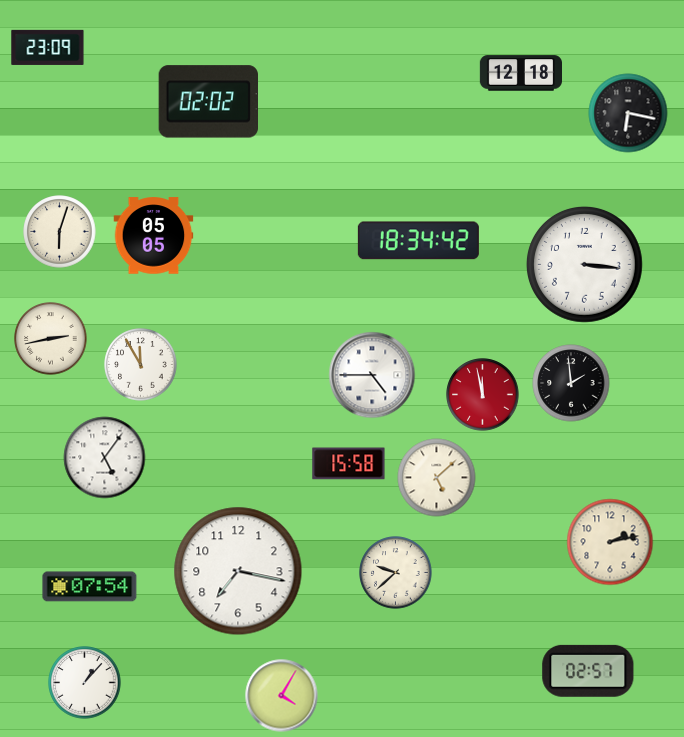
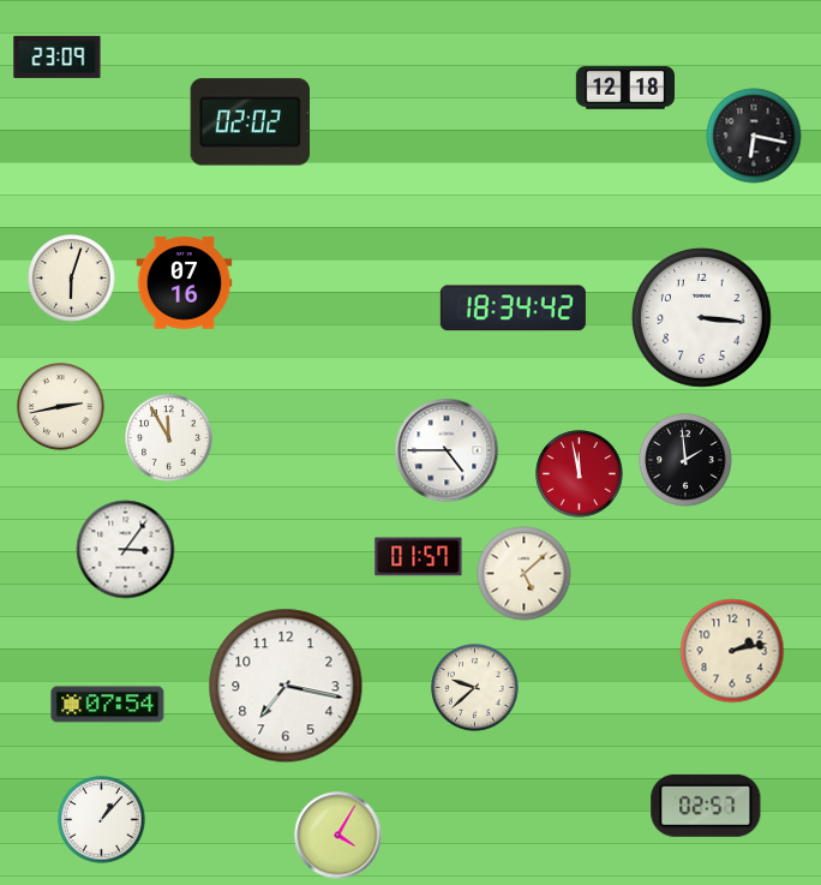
clock at (154, 236): 05:05 -> 07:16
clock at (418, 241) position: (418, 241) -> (513, 309)
clock at (105, 458): 5:06 -> 3:06
clock at (349, 464): 15:58 -> 01:57
